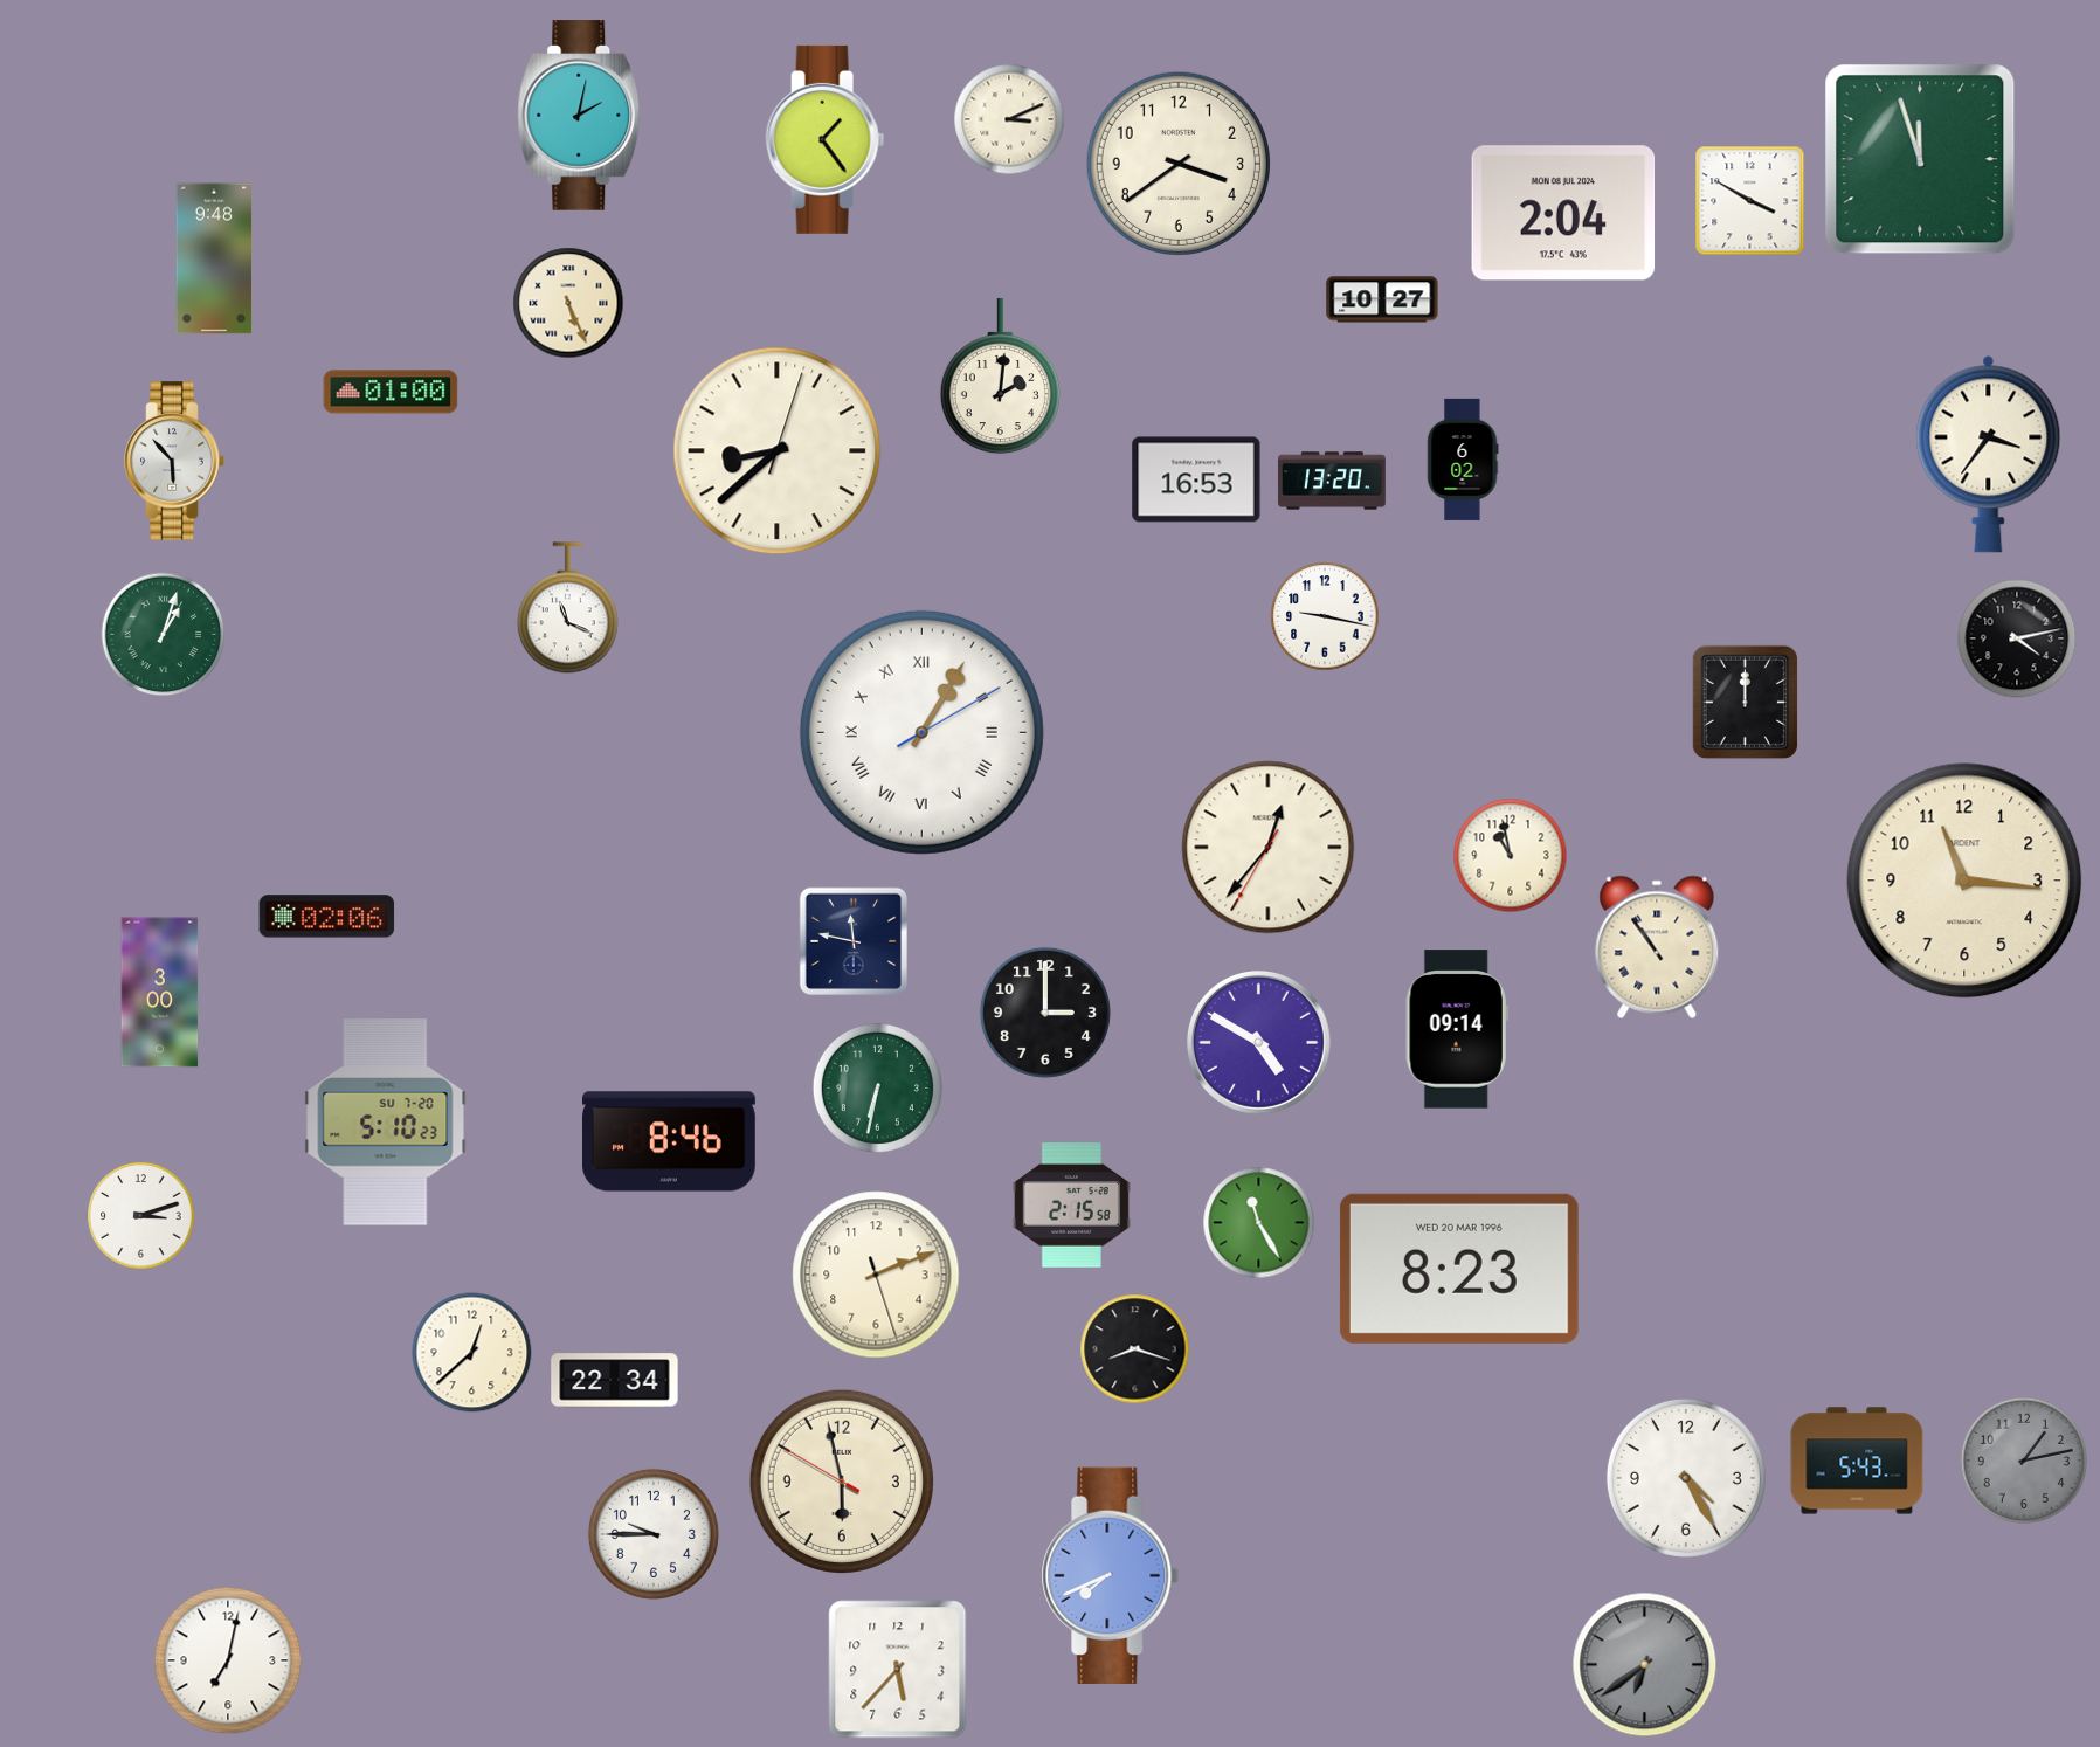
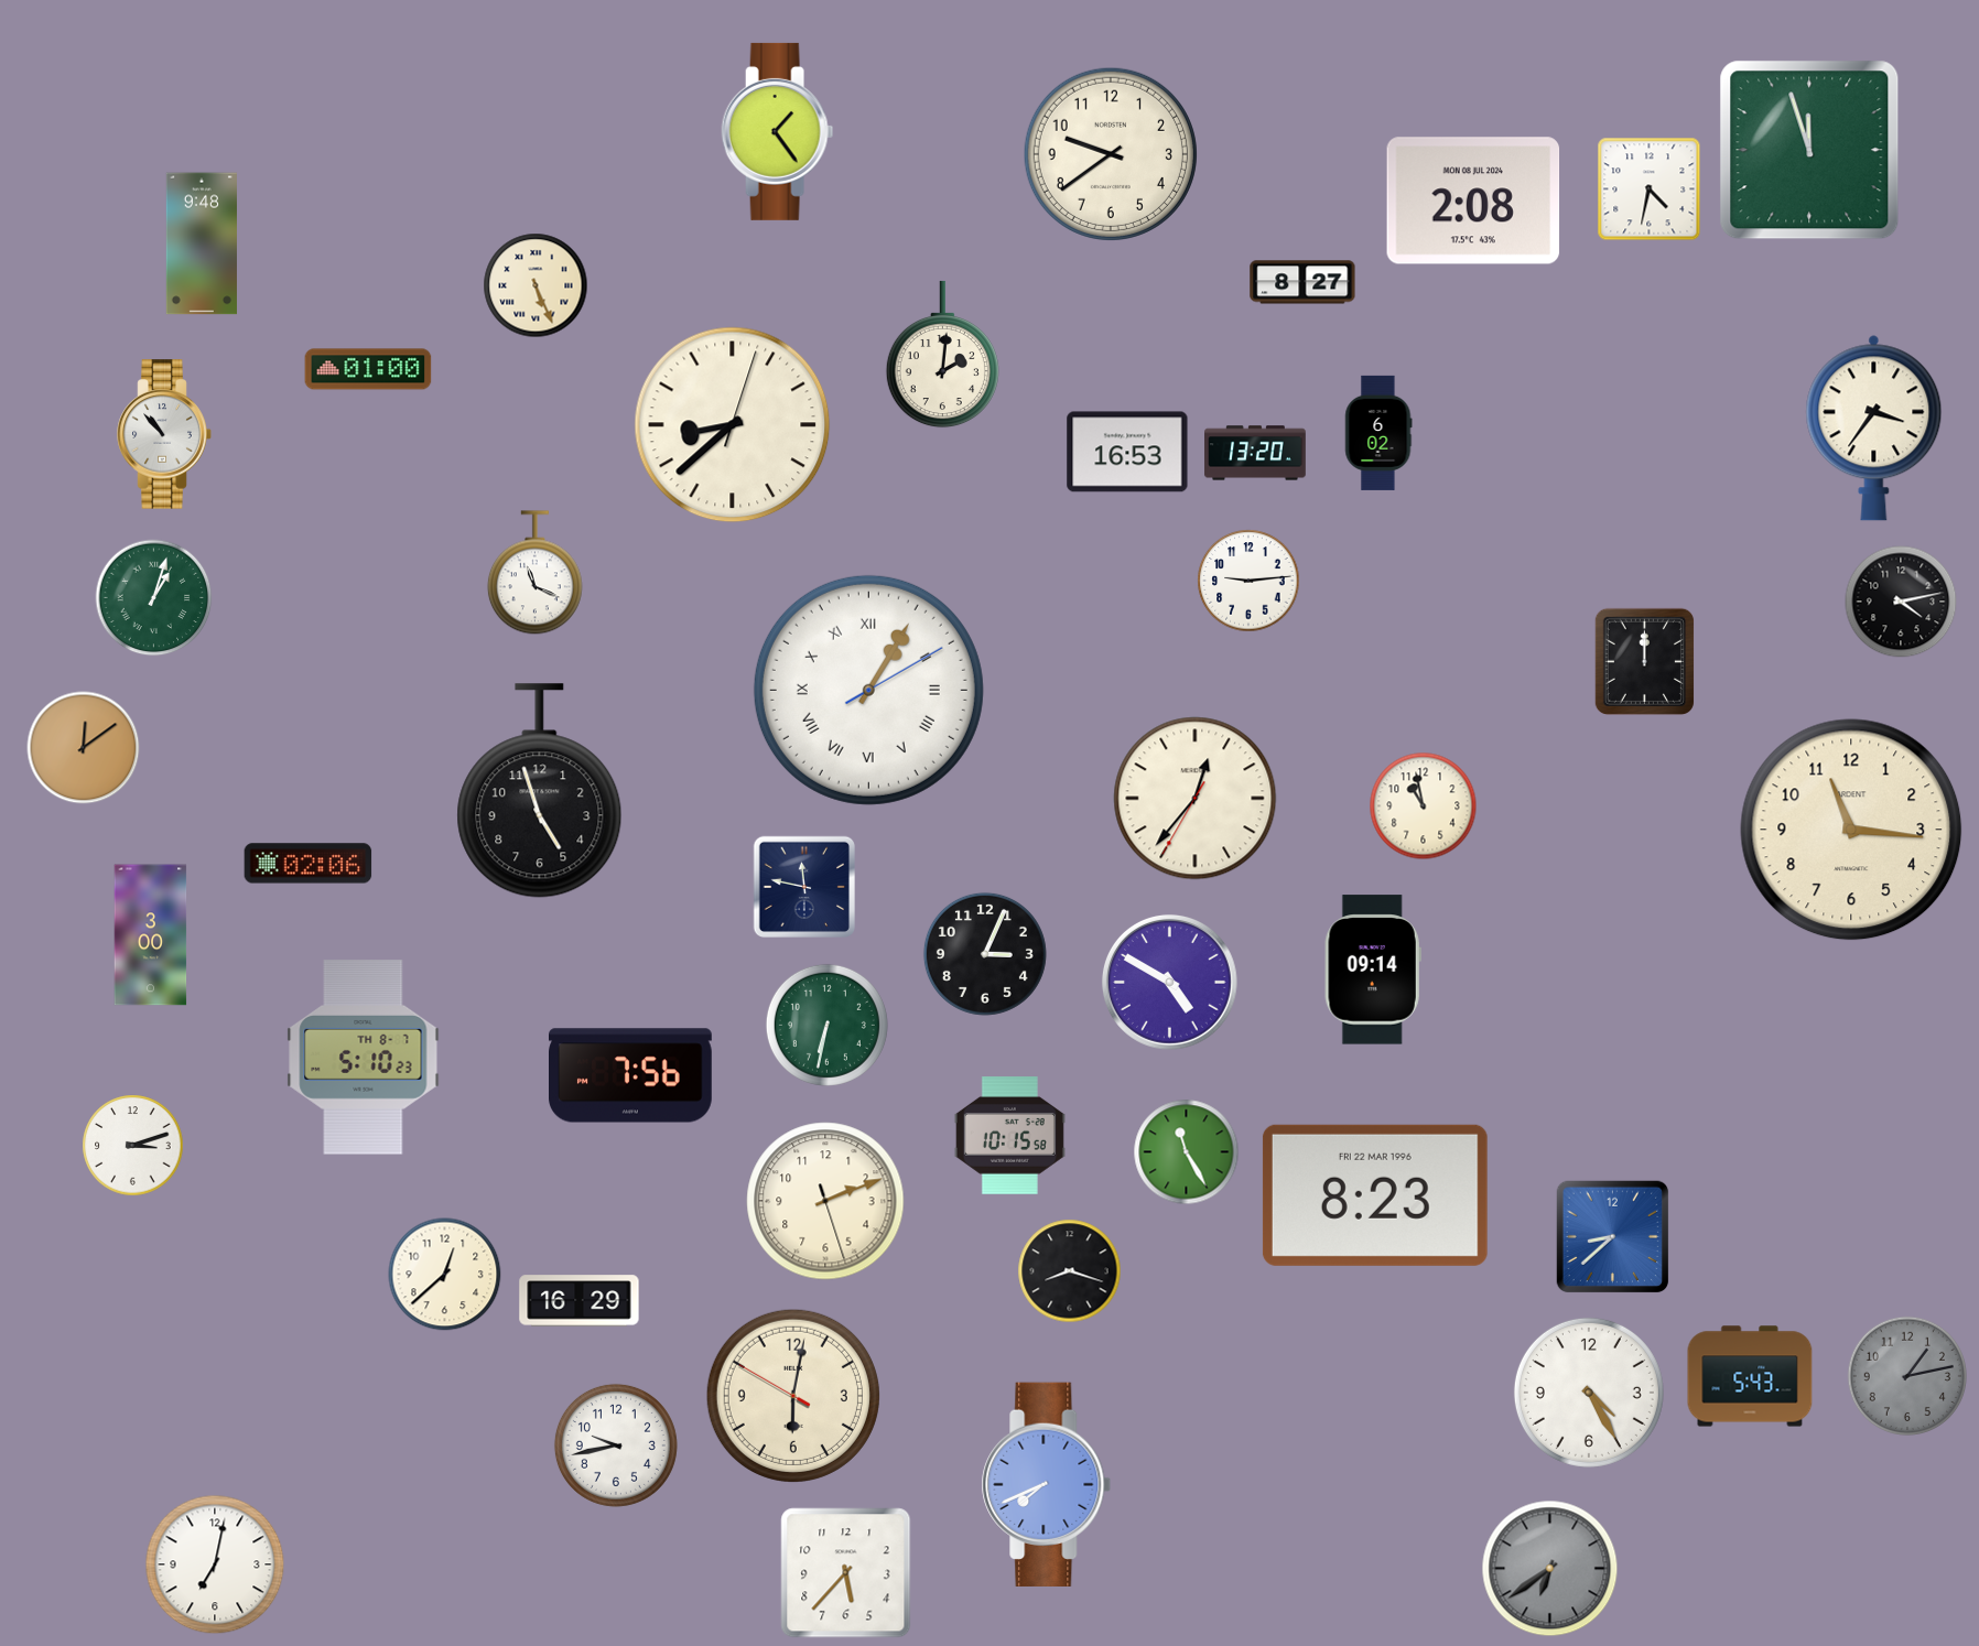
clock at (580, 116): 2:02 -> none
clock at (1009, 119): 3:11 -> none
clock at (1179, 164): 3:39 -> 9:39
clock at (1750, 201): 3:50 -> 4:32
clock at (1563, 213): 2:04 -> 2:08
clock at (1382, 299): 10:27 -> 8:27
clock at (174, 461): 5:53 -> 10:53
clock at (1325, 616): 9:17 -> 9:14
clock at (84, 748): none -> 12:09
clock at (540, 791): none -> 4:57
clock at (1657, 947): 10:54 -> none
clock at (1045, 1013): 3:00 -> 3:04
clock at (1258, 1042) position: (1258, 1042) -> (1169, 982)
clock at (386, 1123) date: SU 7-20 -> TH 8-7
clock at (670, 1141): 8:46 -> 7:56
clock at (1071, 1206): 2:15 -> 10:15
clock at (1459, 1269) date: WED 20 MAR 1996 -> FRI 22 MAR 1996
clock at (1612, 1236): none -> 8:38
clock at (615, 1381): 22:34 -> 16:29
clock at (842, 1482): 5:57 -> 6:01
clock at (654, 1534): 9:45 -> 9:43
